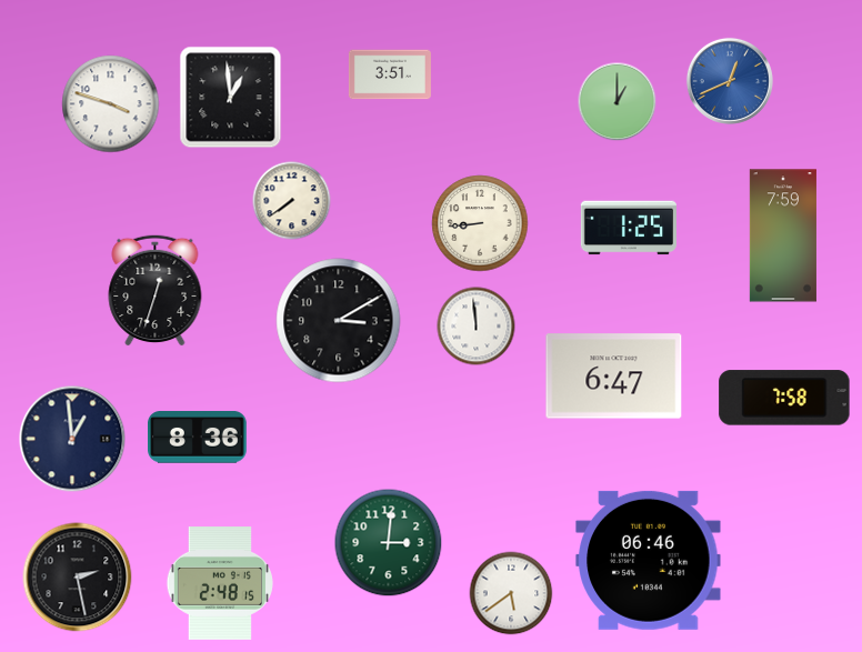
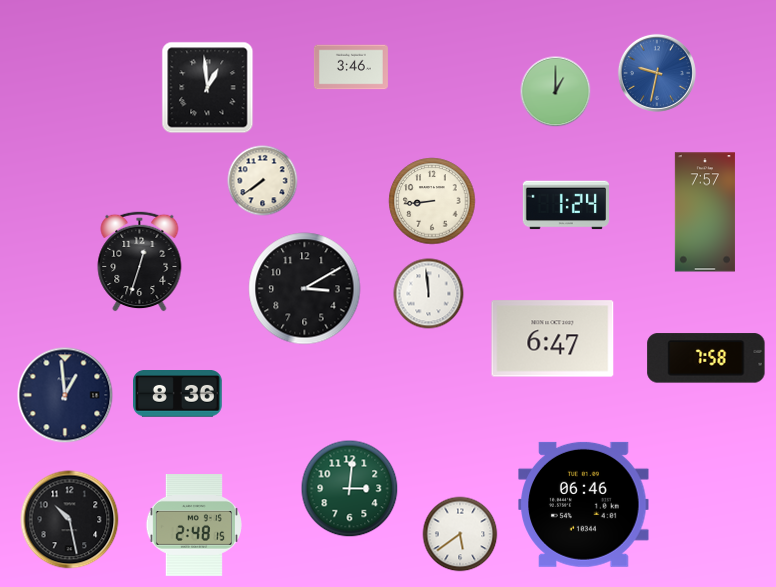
clock at (390, 74): 3:51 -> 3:46
clock at (730, 81): 12:41 -> 9:32
clock at (111, 104): 3:48 -> none
clock at (629, 228): 1:25 -> 1:24
clock at (783, 235): 7:59 -> 7:57
clock at (78, 578): 2:28 -> 10:28
clock at (219, 584) position: (219, 584) -> (193, 526)
